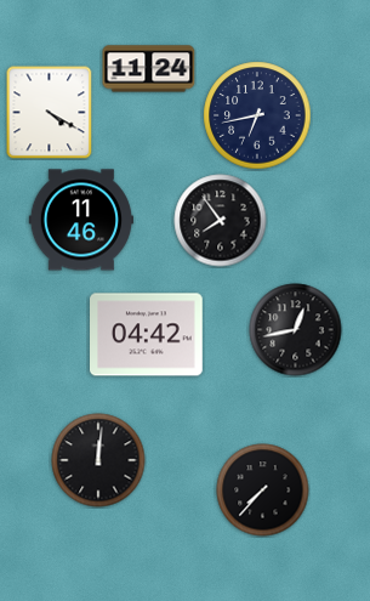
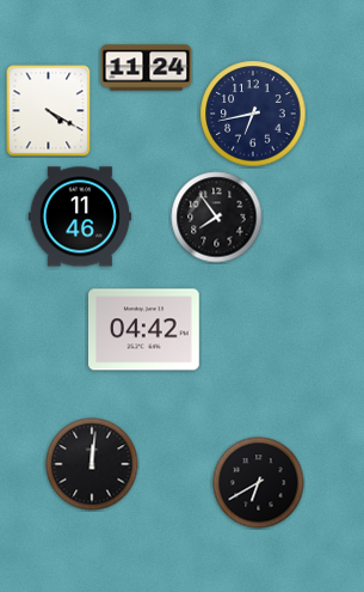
clock at (296, 330): 12:43 -> none
clock at (98, 460) position: (98, 460) -> (92, 464)
clock at (263, 491): 7:37 -> 6:40
